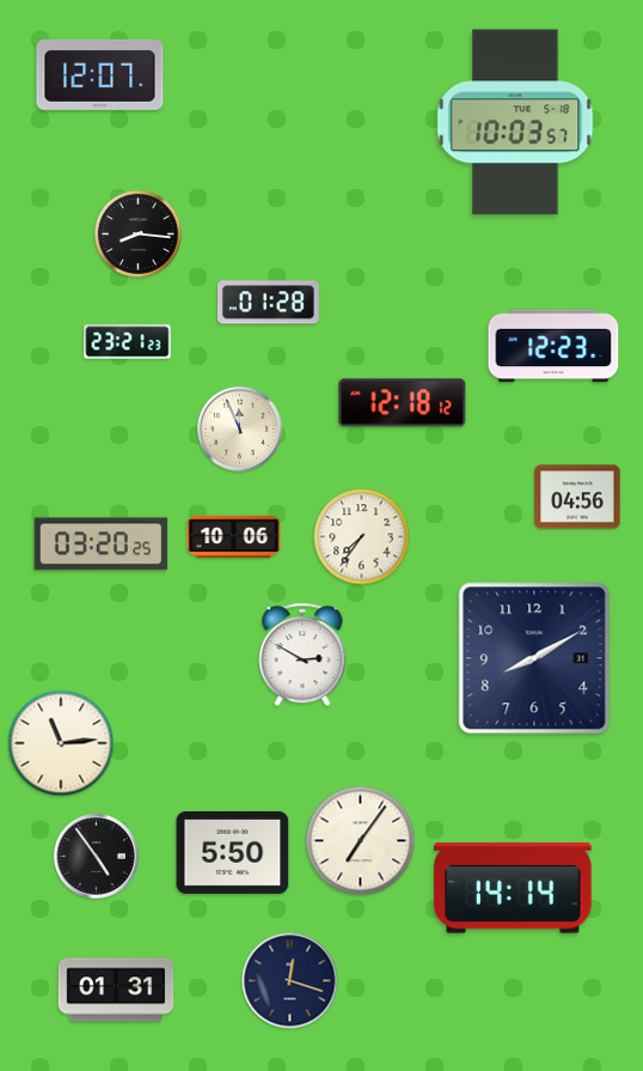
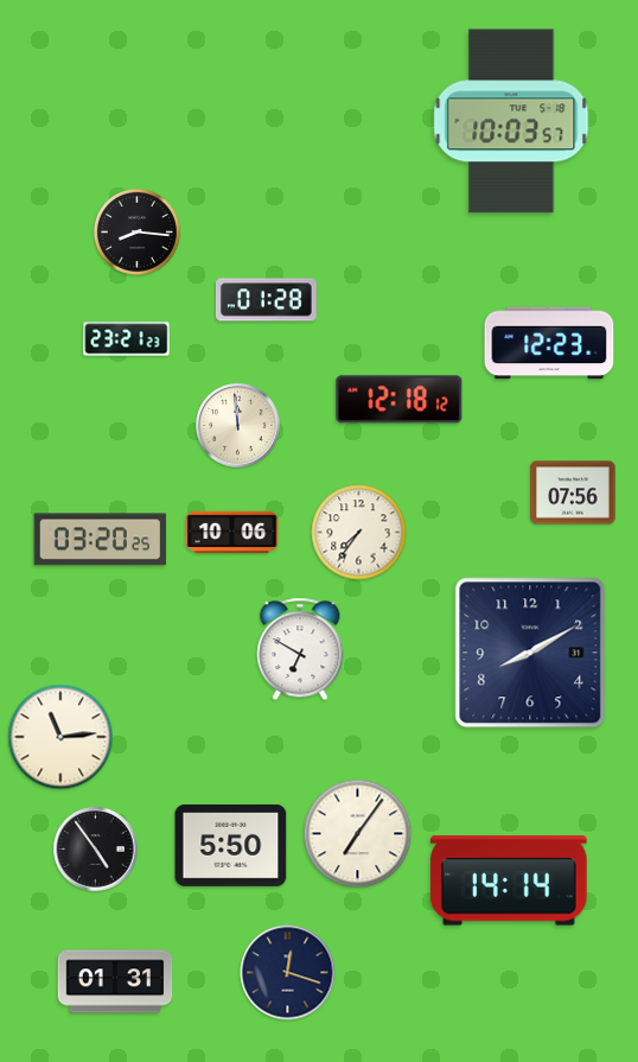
clock at (100, 74): 12:07 -> none
clock at (240, 430): 11:56 -> 11:59
clock at (577, 497): 04:56 -> 07:56
clock at (302, 655): 2:50 -> 6:50
